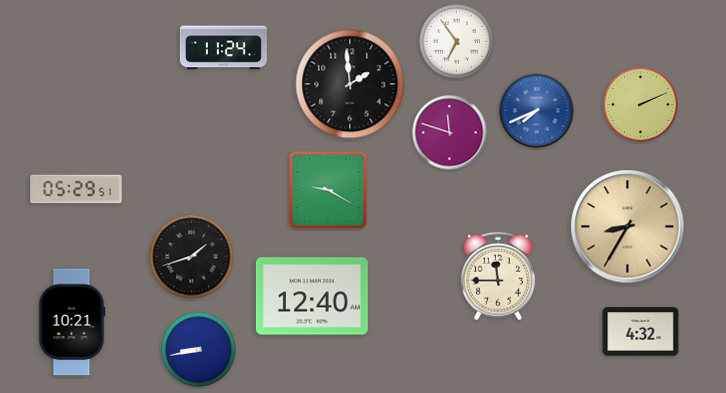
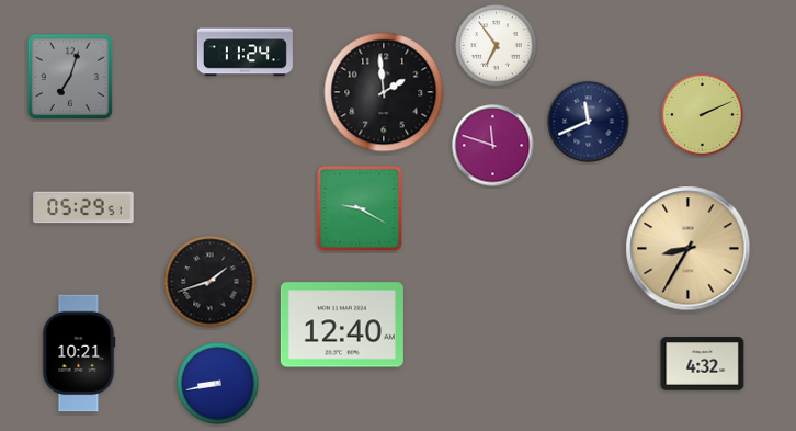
clock at (457, 42) position: (457, 42) -> (497, 46)
clock at (70, 77): none -> 7:03
clock at (537, 111): 7:41 -> 11:41
clock at (537, 111) dial: blue -> navy
clock at (498, 276): 11:45 -> none
